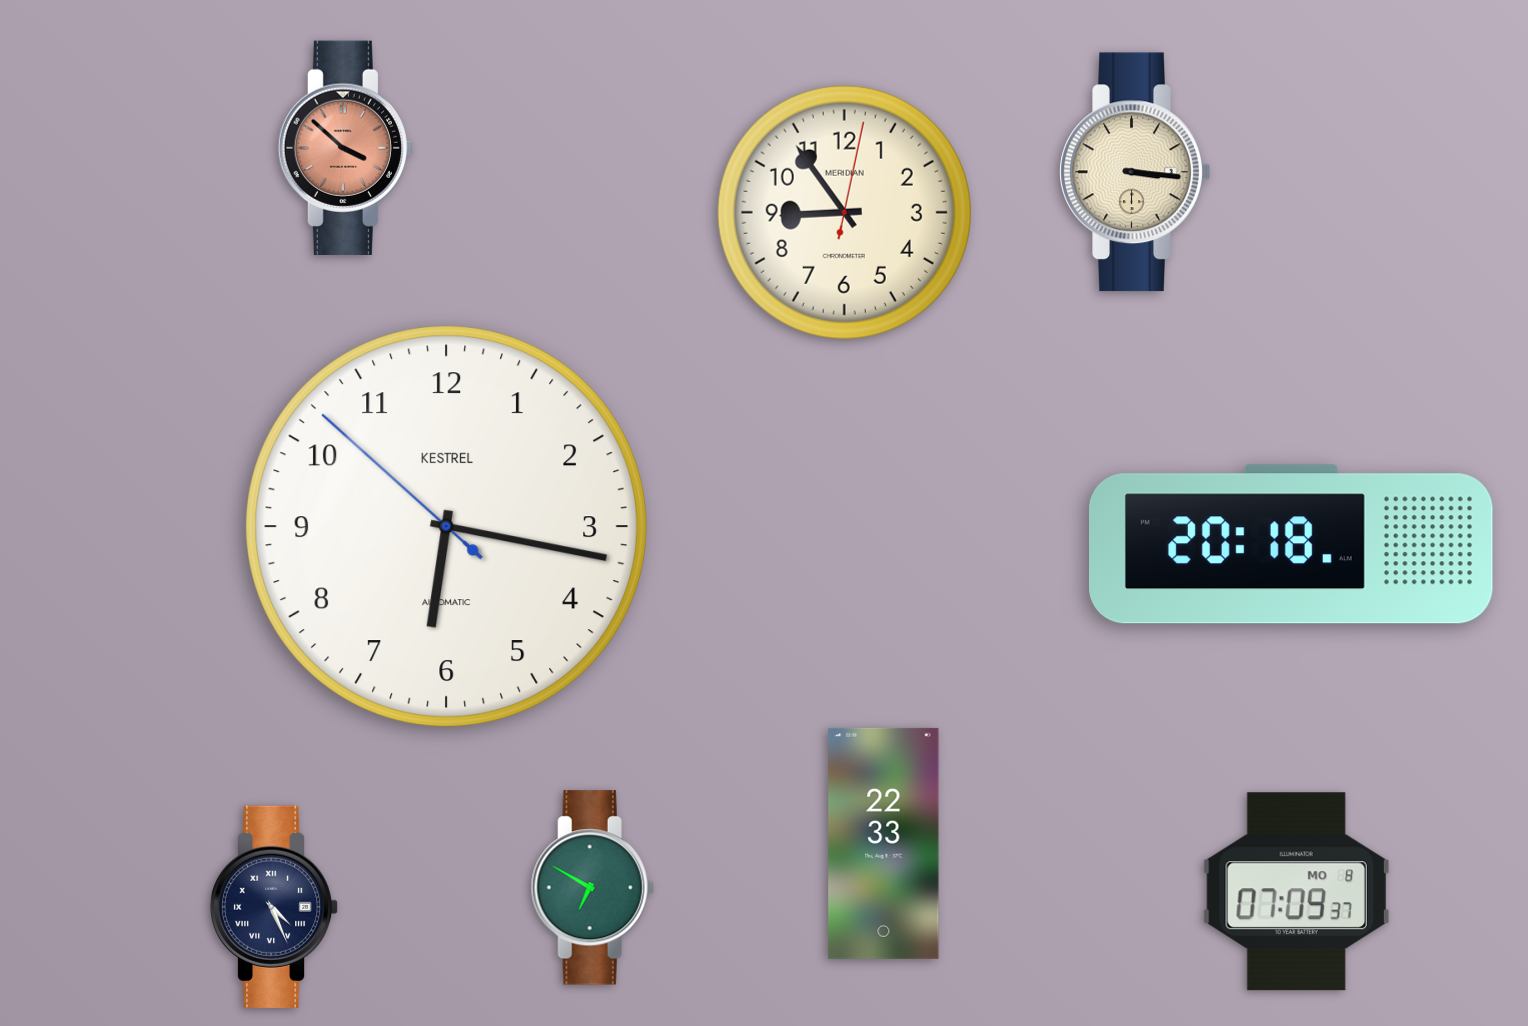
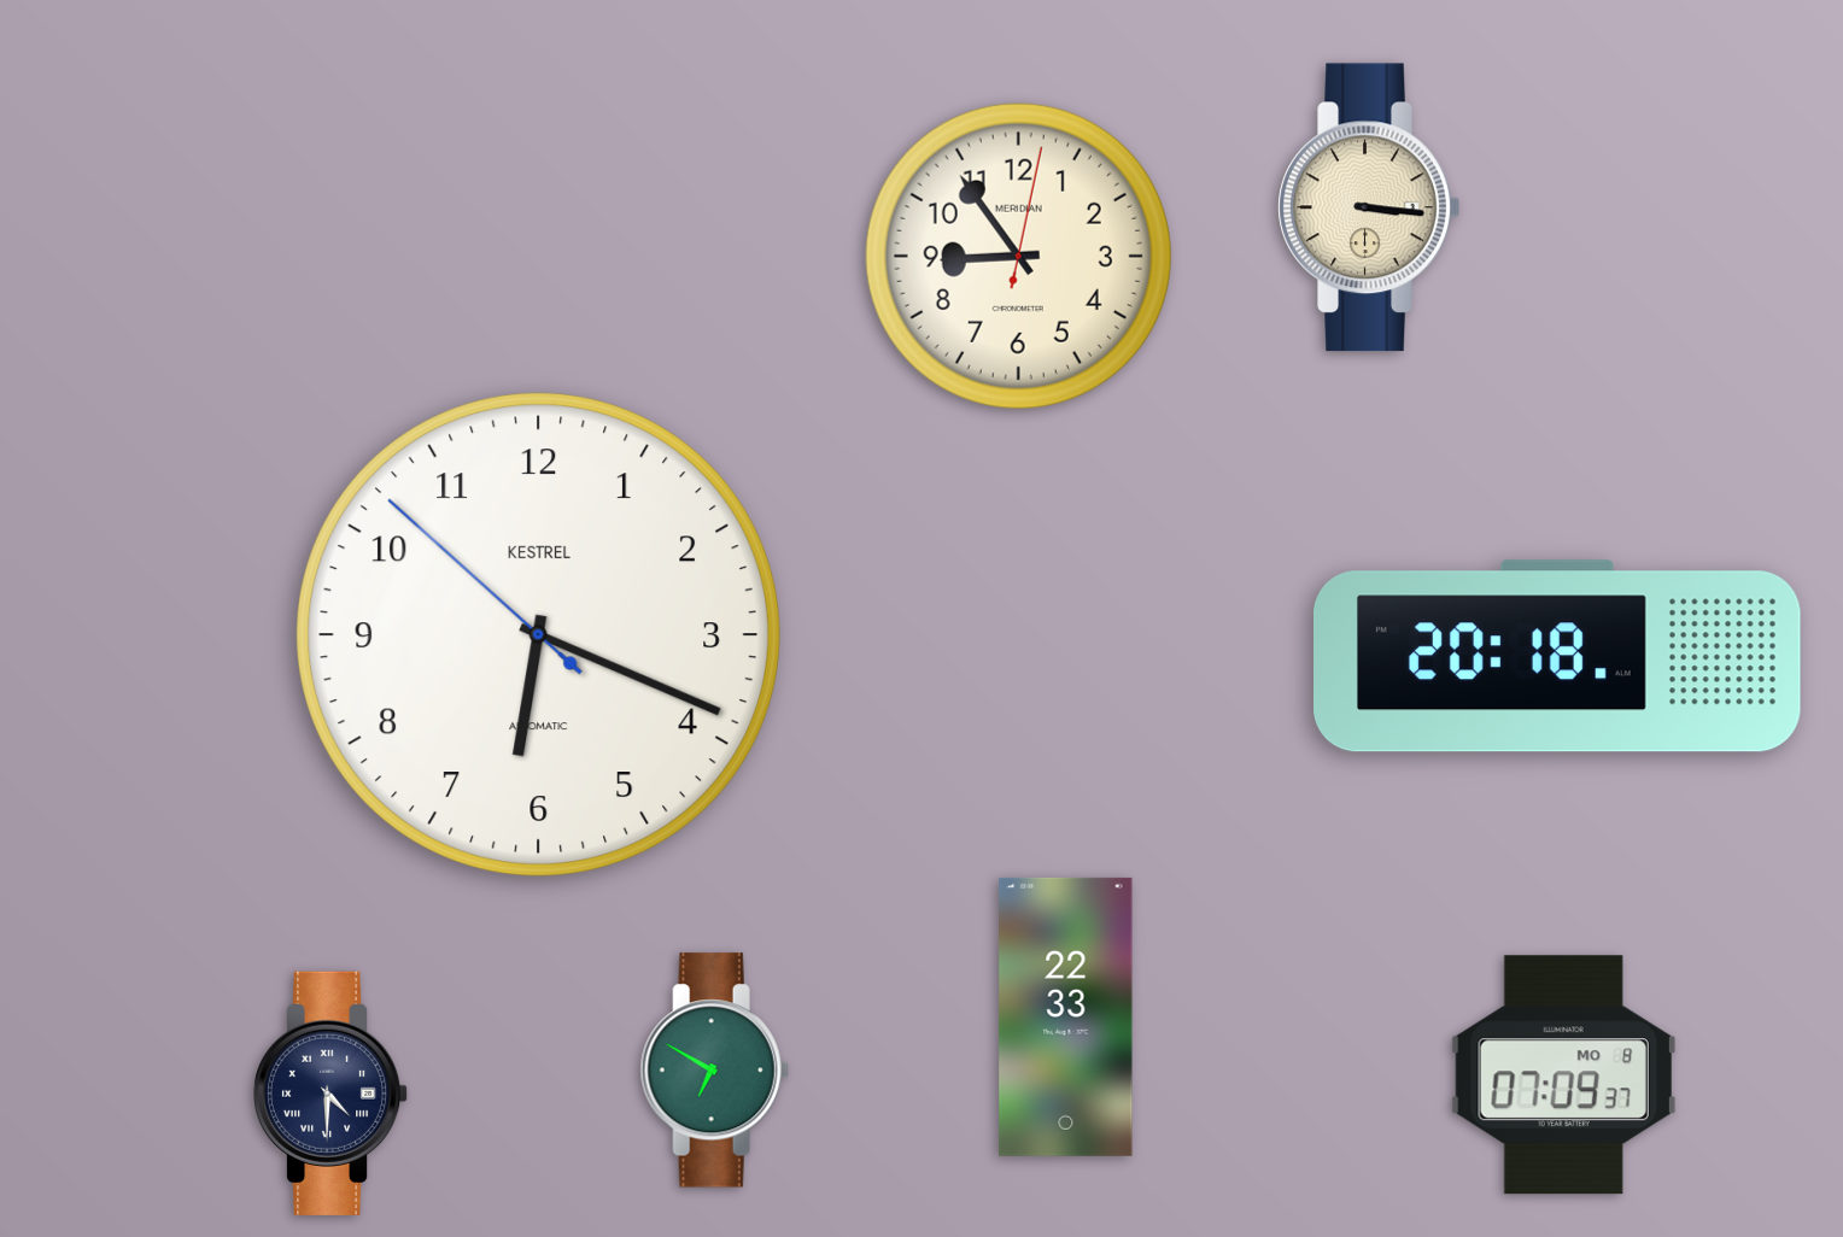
clock at (346, 148): 3:52 -> none
clock at (447, 527): 6:16 -> 6:18
clock at (274, 907): 4:26 -> 4:30
